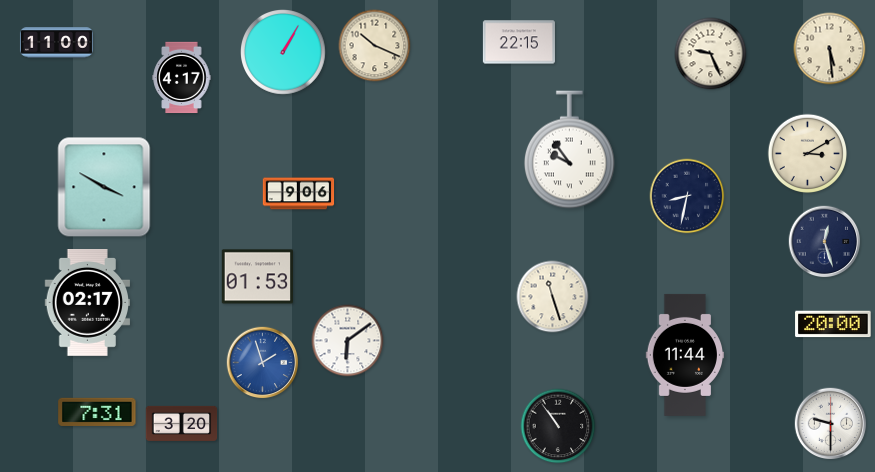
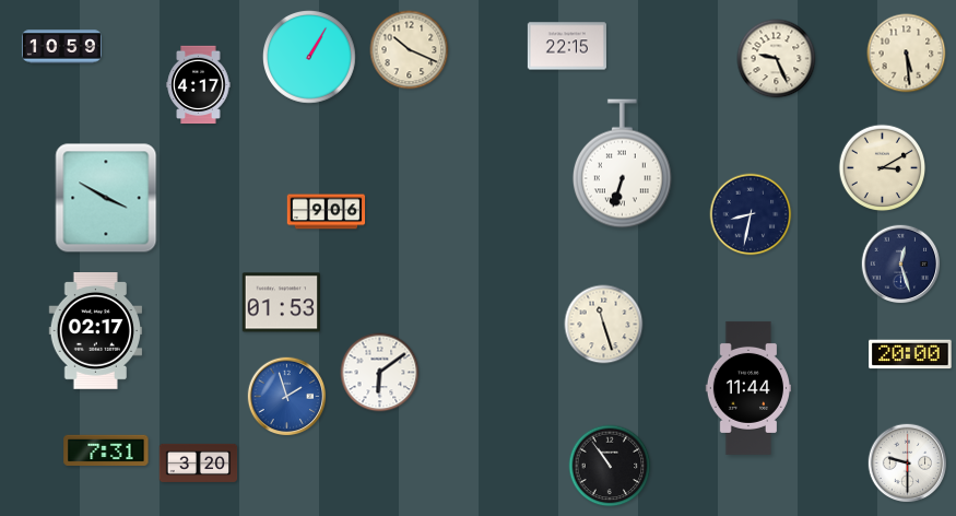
clock at (56, 43): 11:00 -> 10:59
clock at (569, 150): 9:54 -> 6:33
clock at (104, 187) position: (104, 187) -> (106, 198)
